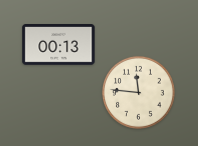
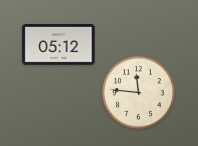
clock at (59, 45): 00:13 -> 05:12
